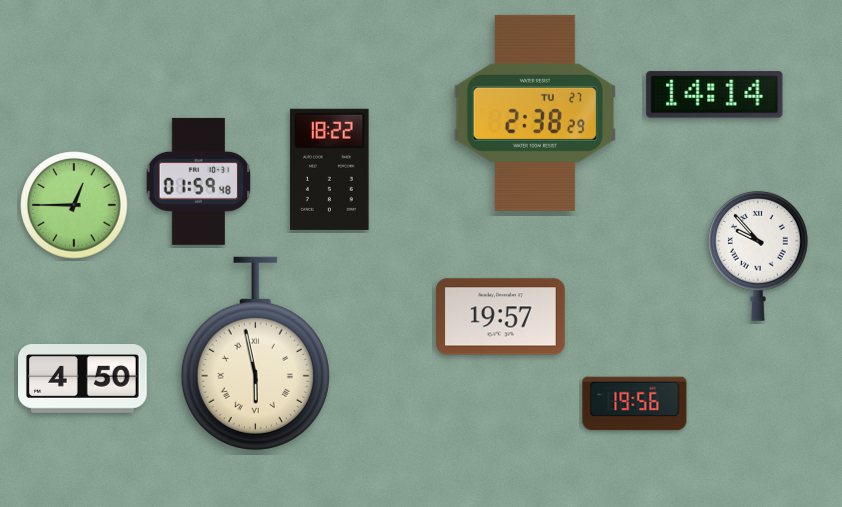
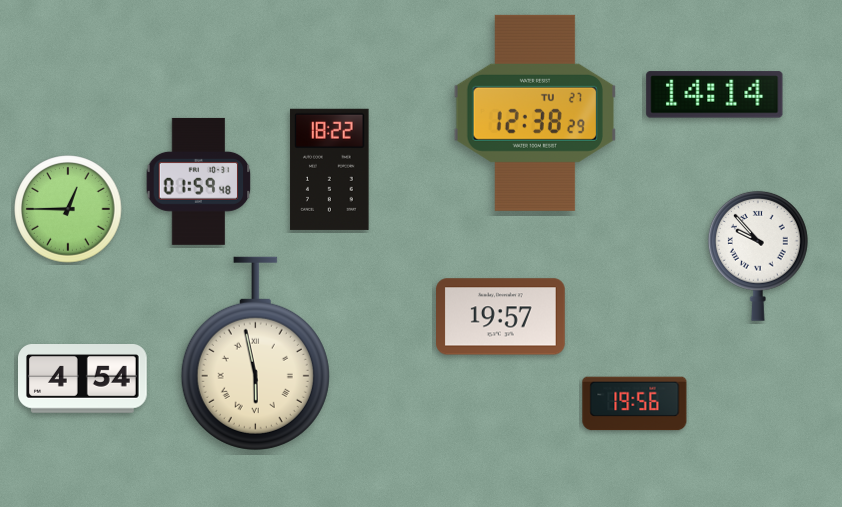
clock at (534, 113): 2:38 -> 12:38
clock at (74, 205) position: (74, 205) -> (68, 209)
clock at (83, 379): 4:50 -> 4:54
